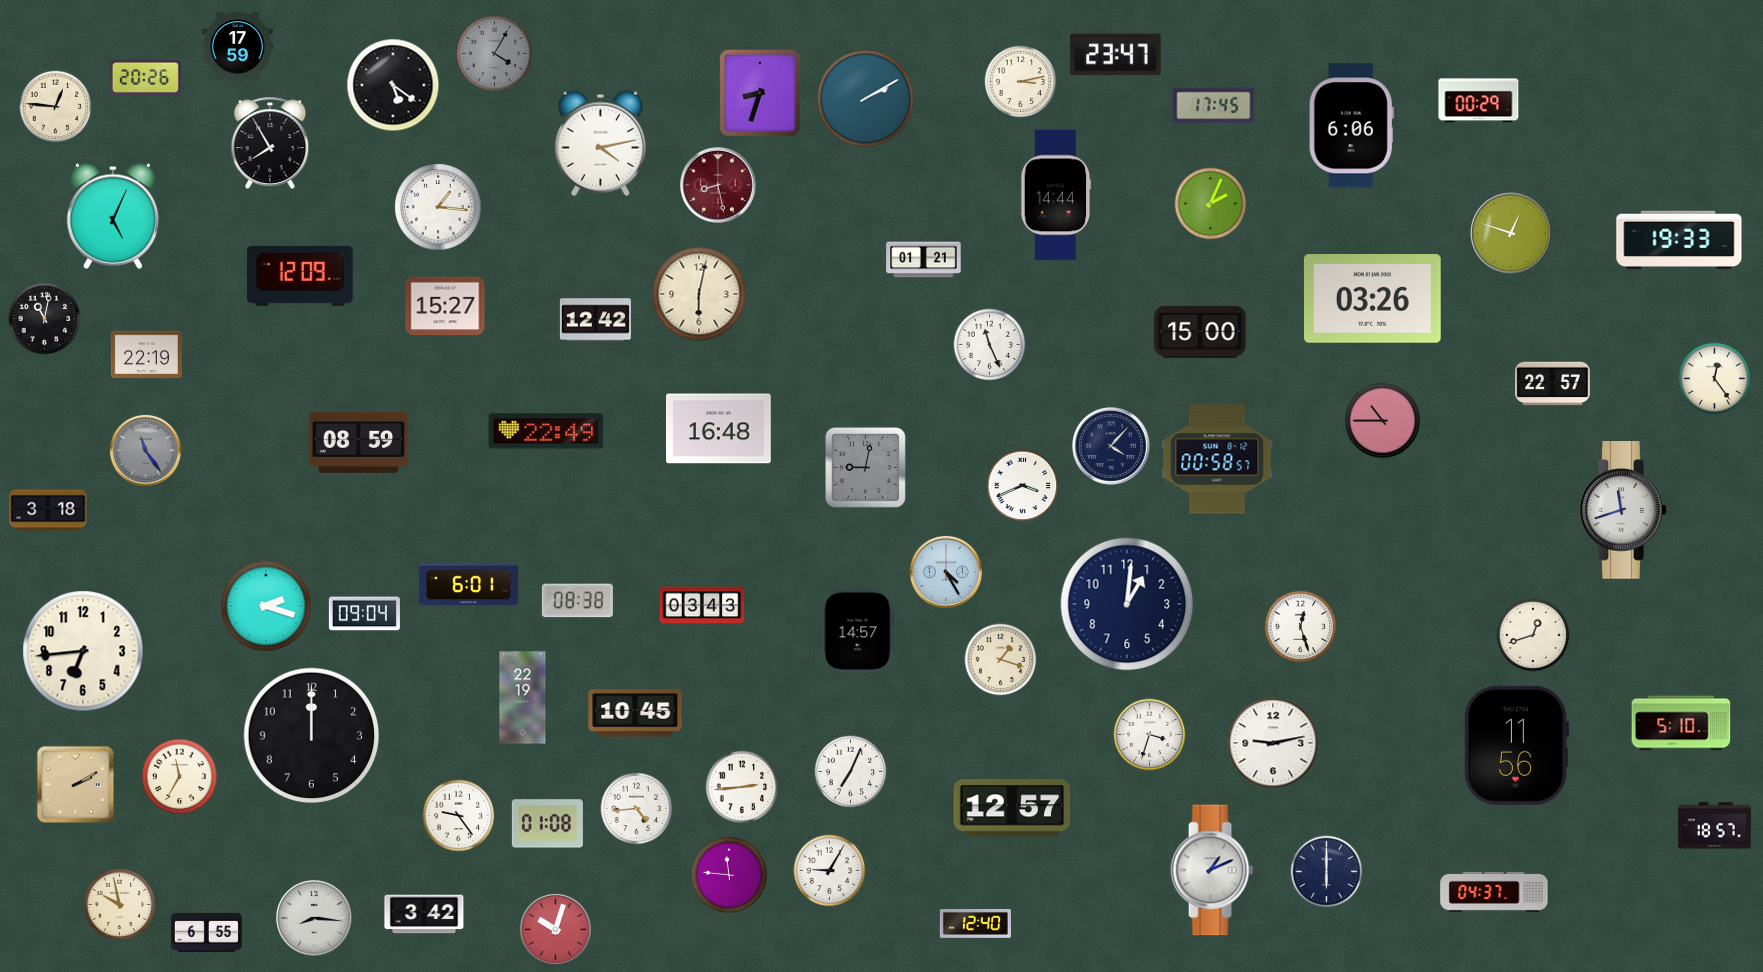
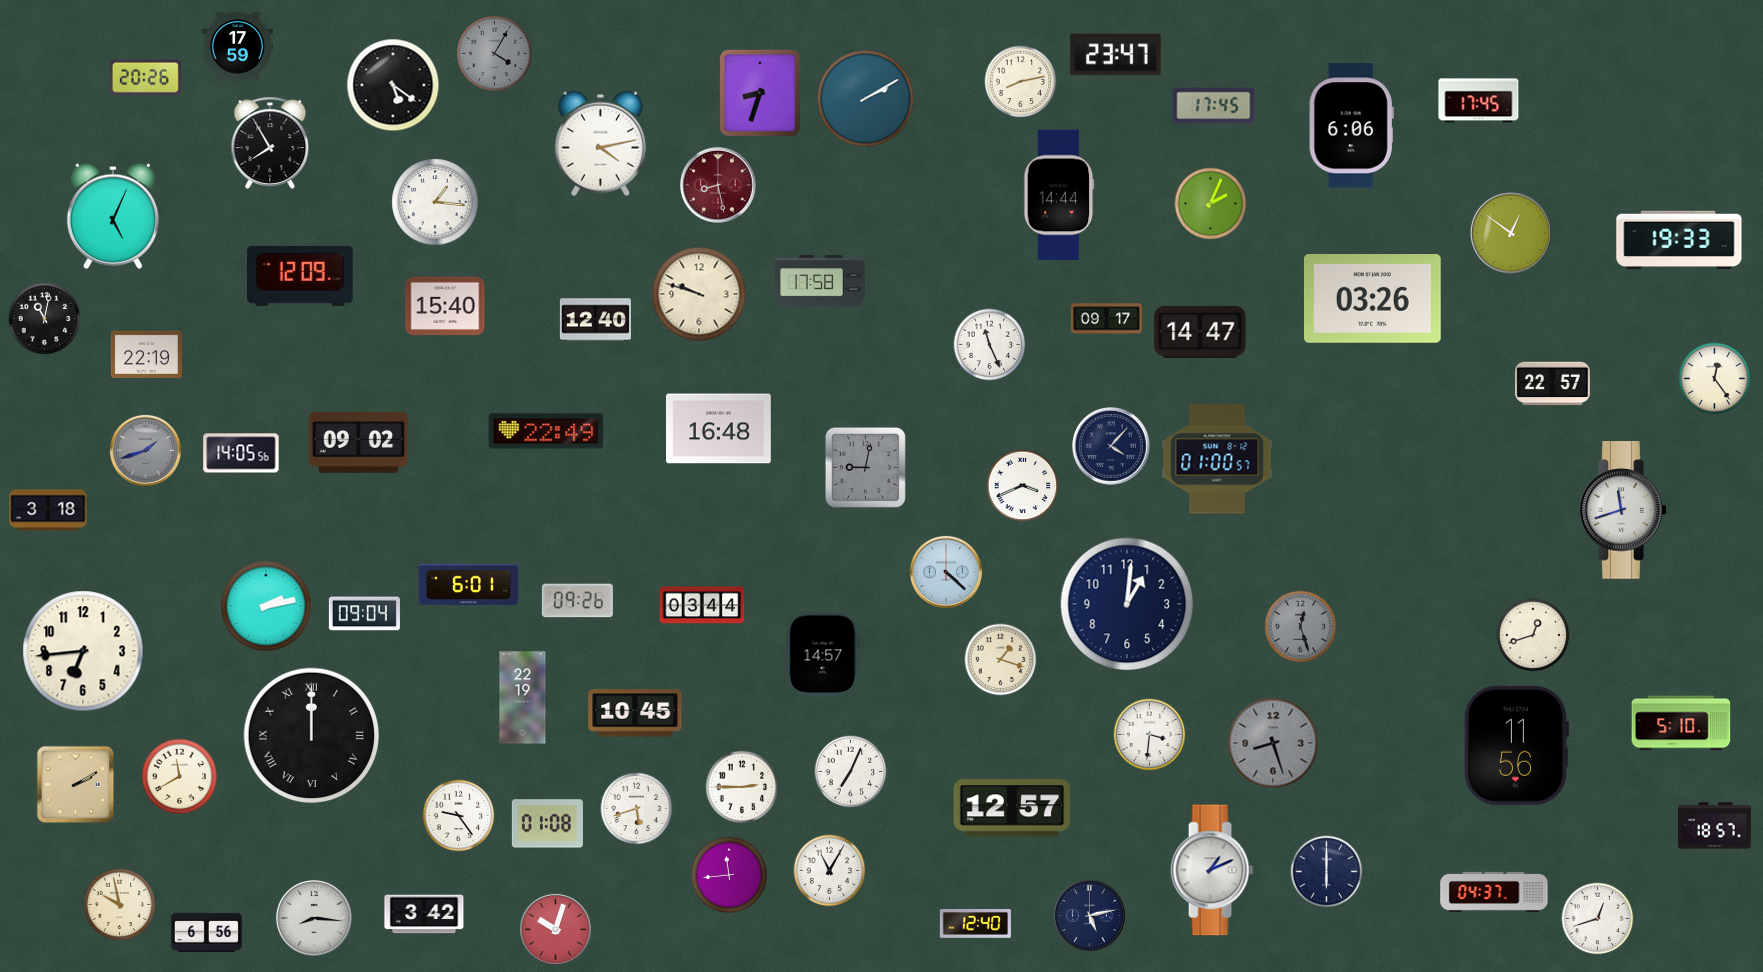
clock at (1021, 82): 3:13 -> 8:13
clock at (1479, 101): 00:29 -> 17:45
clock at (56, 107): 12:46 -> none
clock at (1056, 195) position: (1056, 195) -> (1059, 195)
clock at (438, 207) position: (438, 207) -> (435, 202)
clock at (1511, 233): 12:48 -> 12:51
clock at (924, 260): 01:21 -> none
clock at (820, 281): none -> 17:58
clock at (699, 294): 6:02 -> 9:48
clock at (445, 306): 15:27 -> 15:40
clock at (1106, 319): none -> 09:17
clock at (595, 320): 12:42 -> 12:40
clock at (1200, 332): 15:00 -> 14:47
clock at (1383, 421): 10:45 -> none
clock at (359, 442): 08:59 -> 09:02
clock at (145, 450): 11:24 -> 1:42
clock at (241, 453): none -> 14:05
clock at (1217, 459): 00:58 -> 01:00
clock at (946, 572): 4:25 -> 4:22
clock at (577, 601): 08:38 -> 09:26
clock at (702, 605): 03:43 -> 03:44
clock at (266, 606): 2:18 -> 2:13
clock at (1301, 627) dial: white -> grey
clock at (858, 631) position: (858, 631) -> (823, 654)
clock at (1150, 735): 3:33 -> 3:31
clock at (312, 736) numerals: Arabic -> Roman
clock at (1273, 743): 9:13 -> 8:27
clock at (1273, 743) dial: white -> grey
clock at (180, 777): 11:35 -> 11:40
clock at (742, 787): 2:44 -> 2:45
clock at (637, 809): 4:44 -> 5:42
clock at (830, 871): 9:05 -> 11:05
clock at (728, 874): 11:46 -> 11:44
clock at (1089, 915): none -> 5:13
clock at (1598, 919): none -> 12:42
clock at (206, 932): 6:55 -> 6:56
